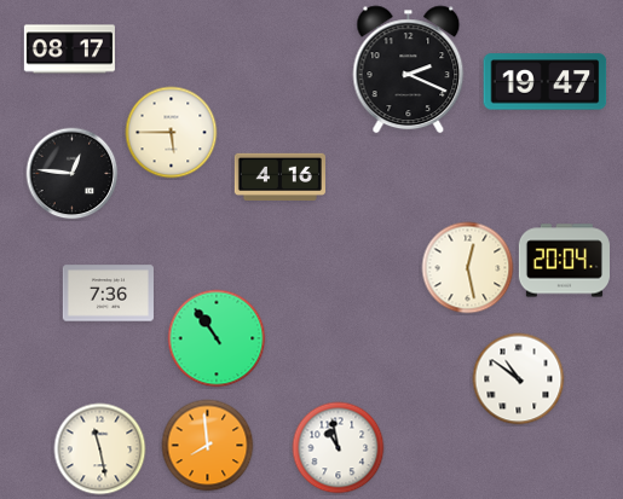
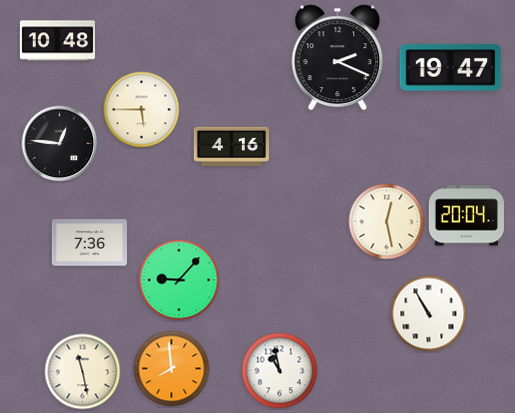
clock at (69, 50): 08:17 -> 10:48
clock at (217, 338): 10:54 -> 9:07
clock at (519, 379): 10:51 -> 10:55
